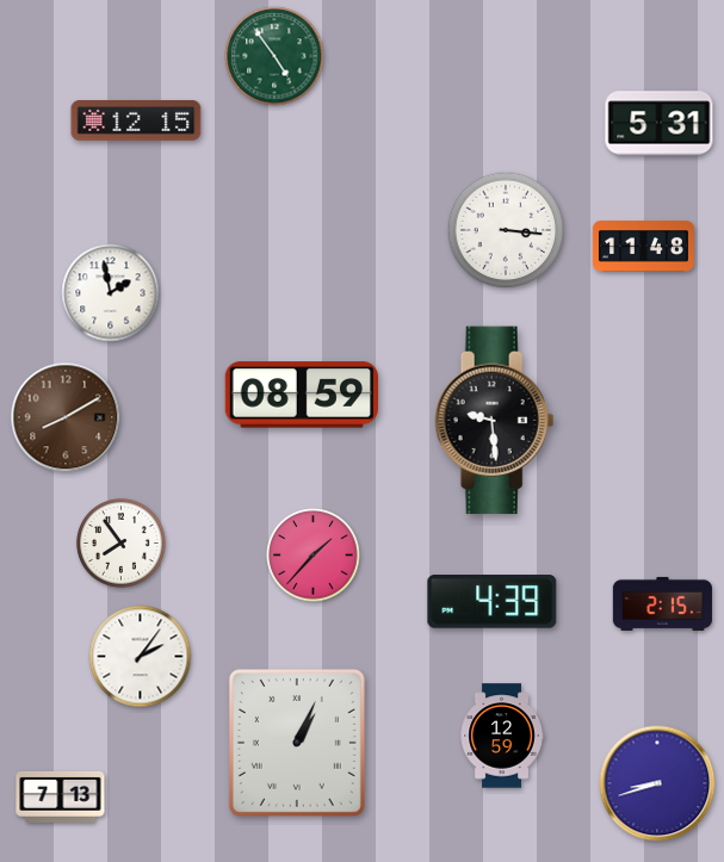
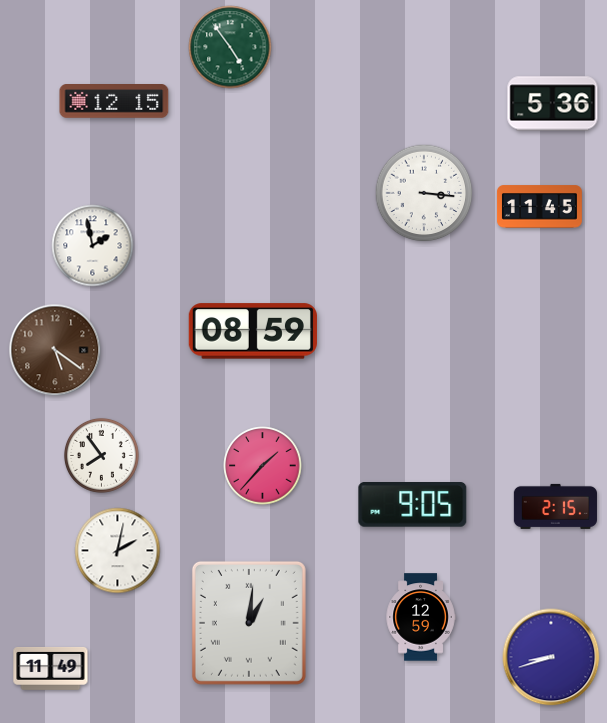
clock at (660, 124): 5:31 -> 5:36
clock at (643, 247): 11:48 -> 11:45
clock at (66, 417): 8:10 -> 5:21
clock at (495, 421): 9:29 -> none
clock at (493, 602): 4:39 -> 9:05
clock at (141, 657): 2:06 -> 2:02
clock at (297, 743): 1:04 -> 1:01
clock at (61, 796): 7:13 -> 11:49
